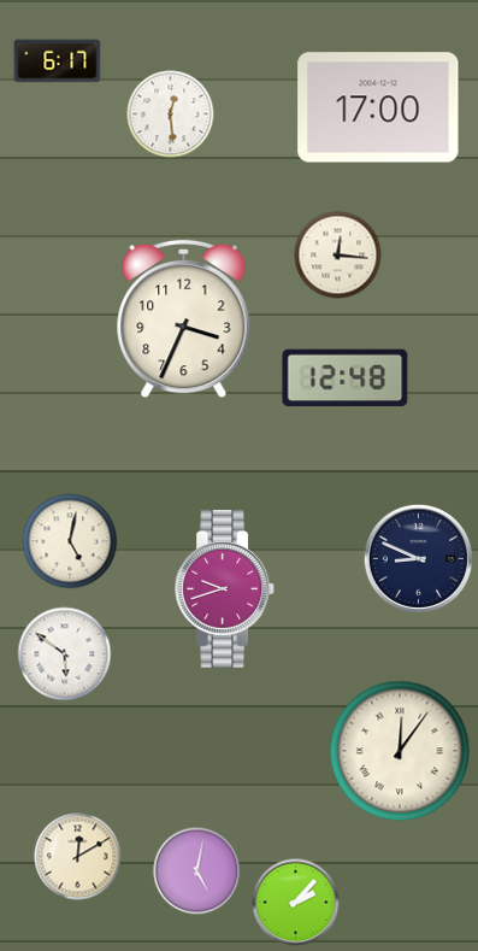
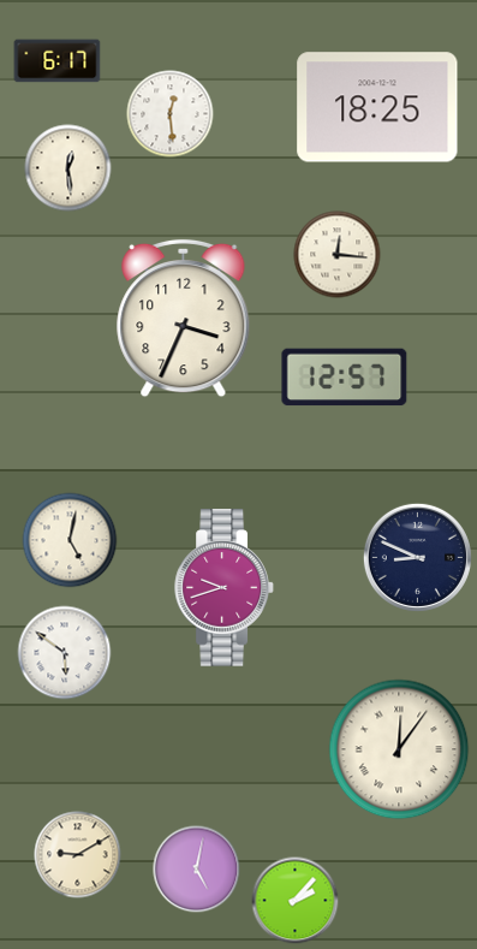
clock at (378, 107): 17:00 -> 18:25
clock at (68, 168): none -> 12:29
clock at (346, 378): 12:48 -> 12:57
clock at (78, 857): 12:10 -> 9:10
